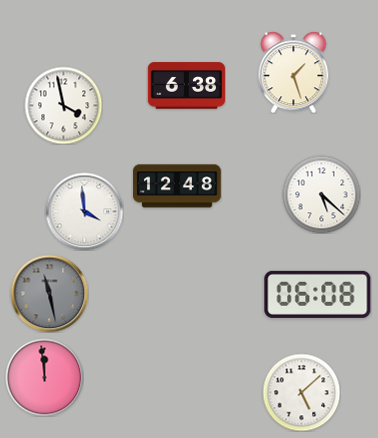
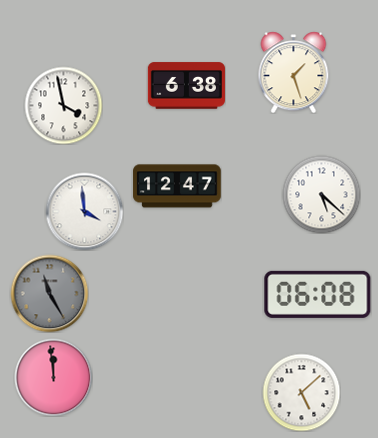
clock at (177, 186): 12:48 -> 12:47
clock at (49, 293): 11:28 -> 11:25
clock at (44, 377) position: (44, 377) -> (53, 377)
